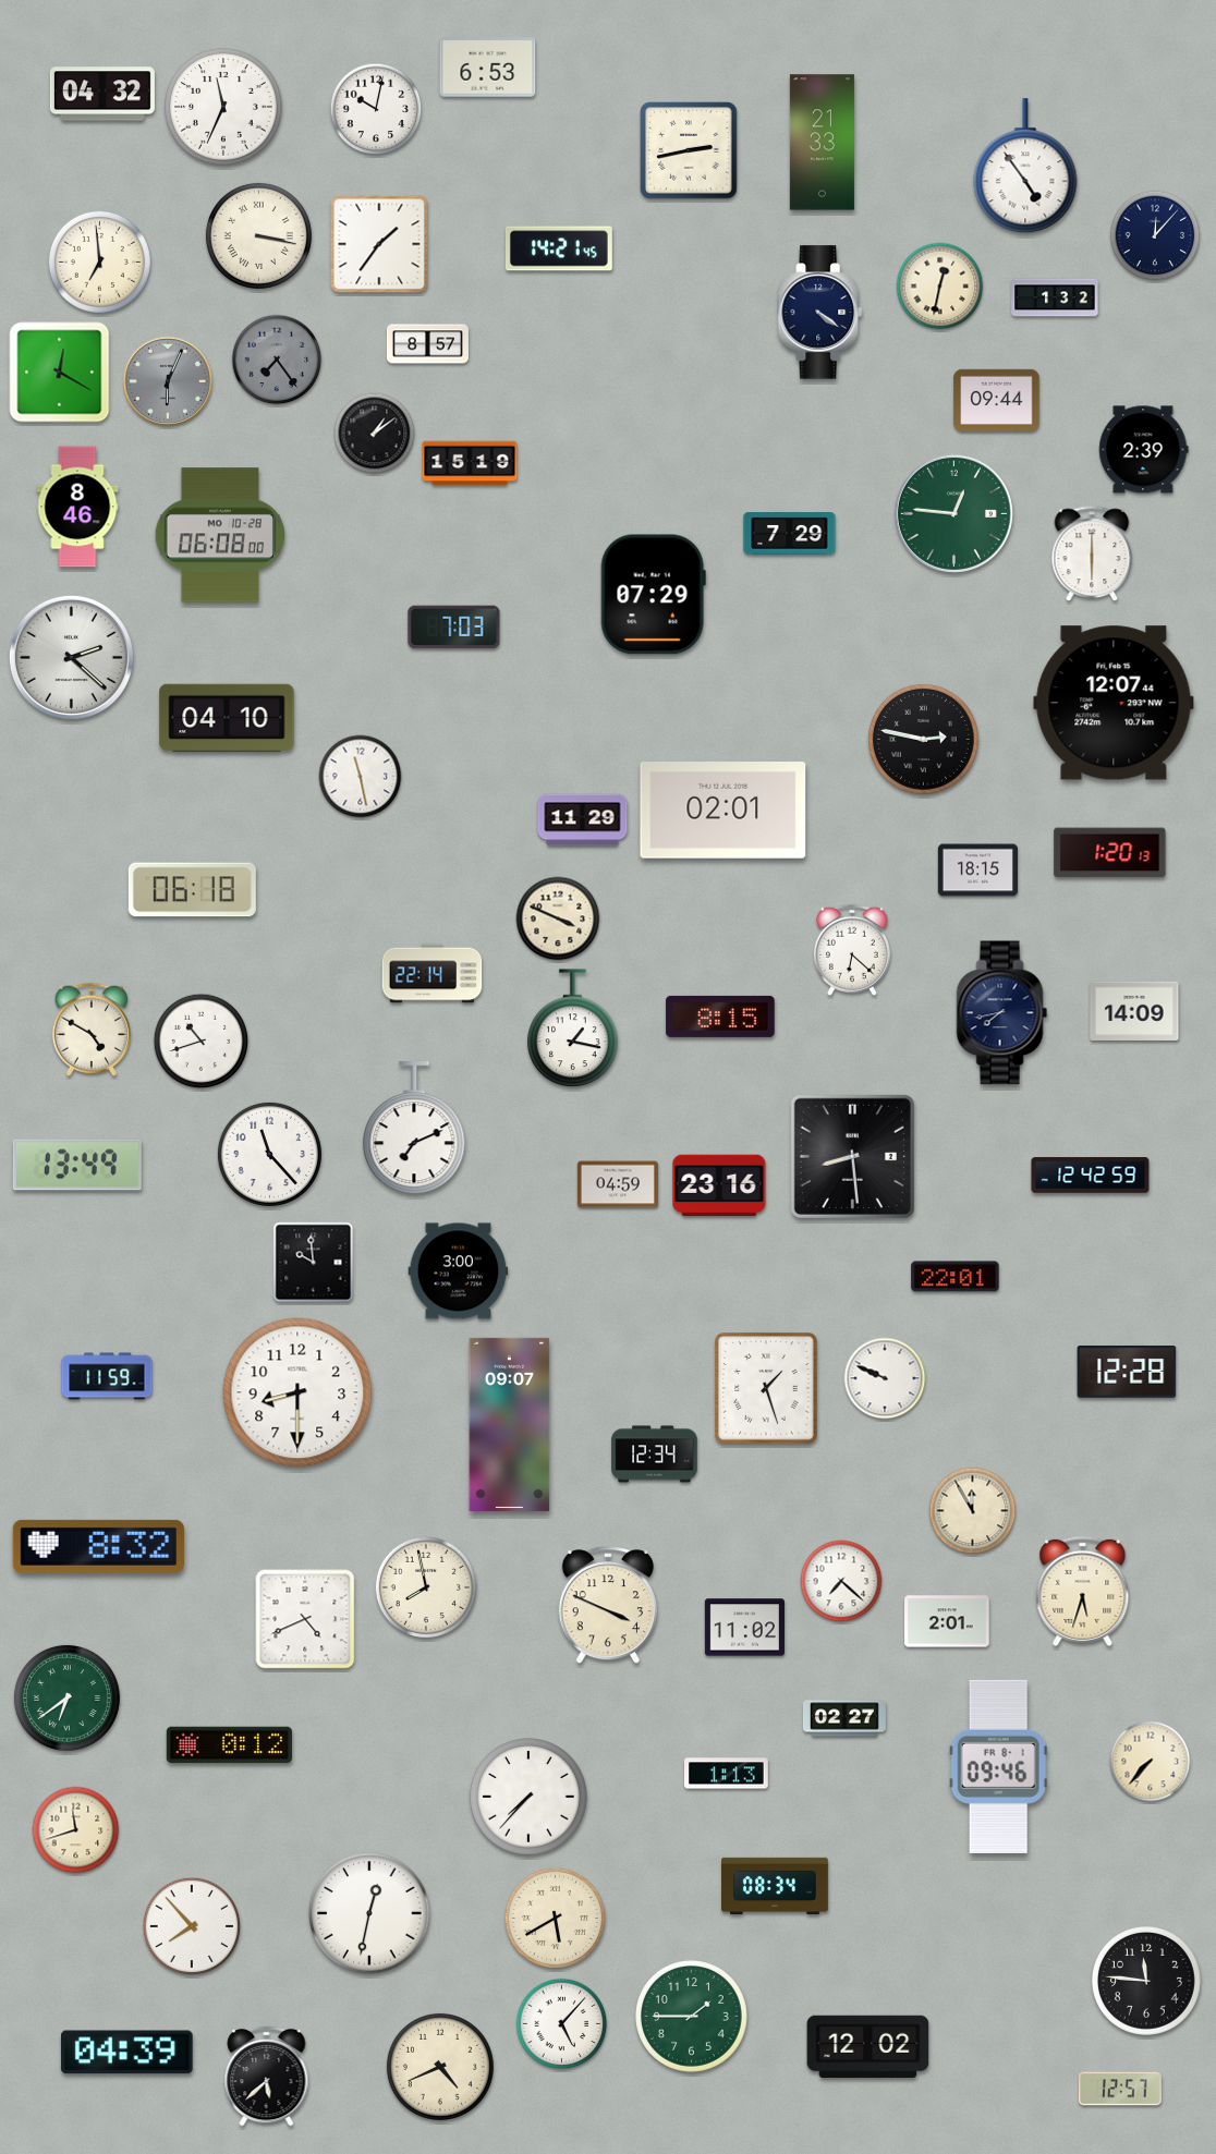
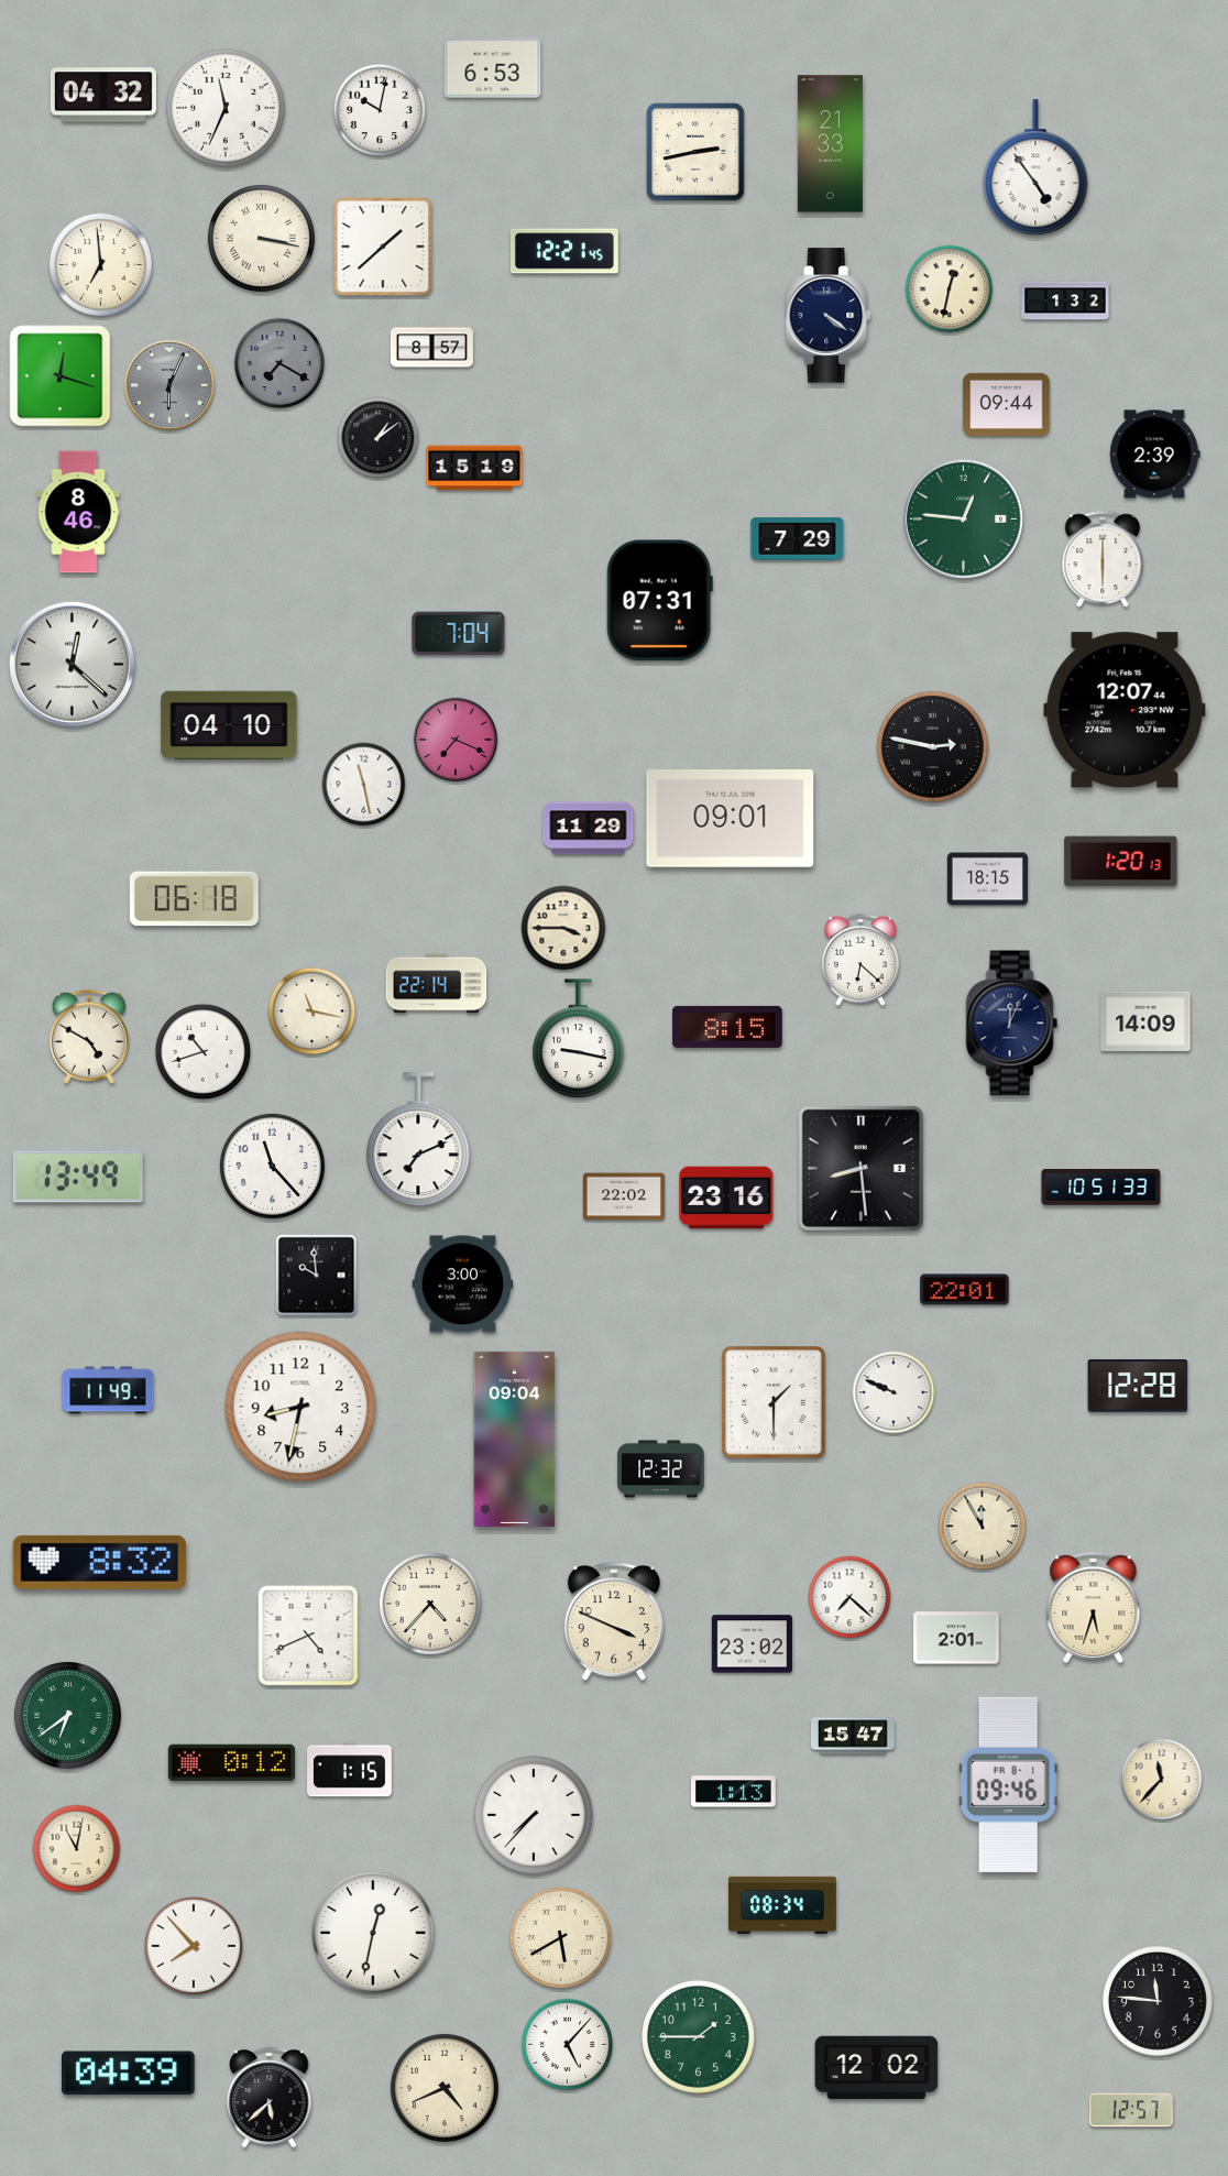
clock at (1155, 235): 12:07 -> none
clock at (379, 244): 1:36 -> 1:38
clock at (559, 248): 14:21 -> 12:21
clock at (277, 360): 7:24 -> 7:20
clock at (60, 373): 12:20 -> 12:18
clock at (219, 535): 06:08 -> none
clock at (653, 595): 07:29 -> 07:31
clock at (454, 628): 7:03 -> 7:04
clock at (71, 657): 2:22 -> 12:22
clock at (456, 740): none -> 7:19
clock at (723, 811): 02:01 -> 09:01
clock at (558, 918): 3:49 -> 3:45
clock at (313, 1012): none -> 11:17
clock at (1002, 1013): 7:43 -> 12:04
clock at (573, 1029): 1:17 -> 9:17
clock at (90, 1030) position: (90, 1030) -> (88, 1037)
clock at (1091, 1176): 12:42 -> 10:51
clock at (618, 1184): 04:59 -> 22:02
clock at (107, 1376): 11:59 -> 11:49
clock at (766, 1388): 1:27 -> 1:30
clock at (297, 1392): 8:30 -> 8:32
clock at (510, 1424): 09:07 -> 09:04
clock at (655, 1455): 12:34 -> 12:32
clock at (426, 1587): 7:58 -> 4:37
clock at (744, 1628): 11:02 -> 23:02
clock at (844, 1718): 02:27 -> 15:47
clock at (350, 1770): none -> 1:15
clock at (1151, 1762): 7:37 -> 11:37
clock at (76, 1830): 11:42 -> 11:02
